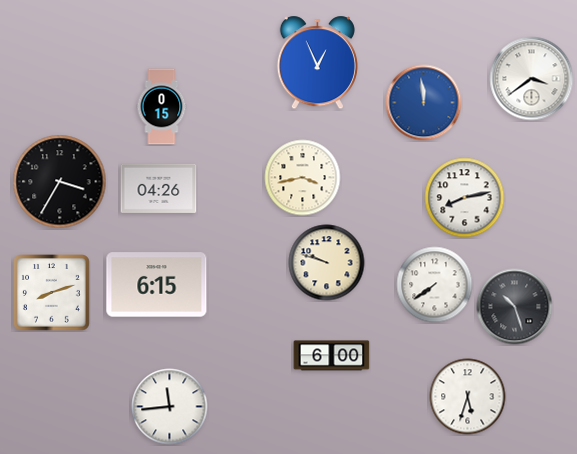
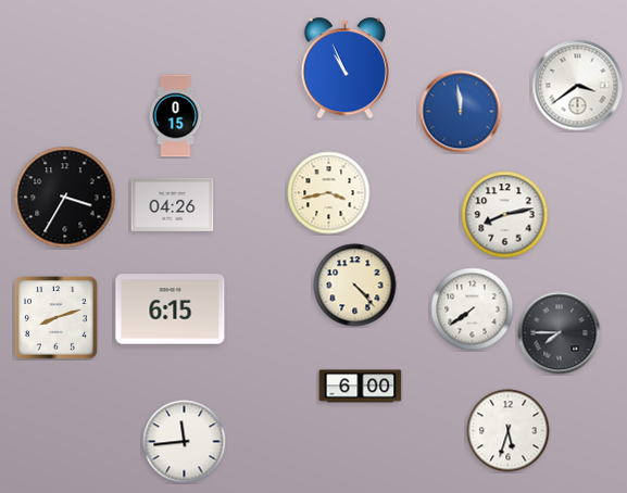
clock at (317, 63): 12:56 -> 10:56
clock at (327, 263): 9:48 -> 4:23
clock at (515, 307): 10:27 -> 7:45
